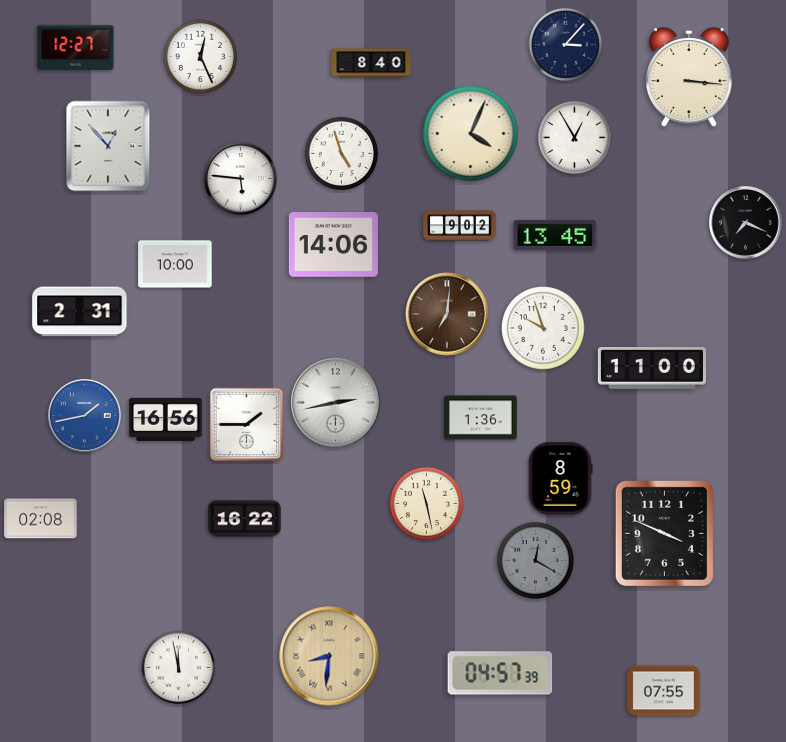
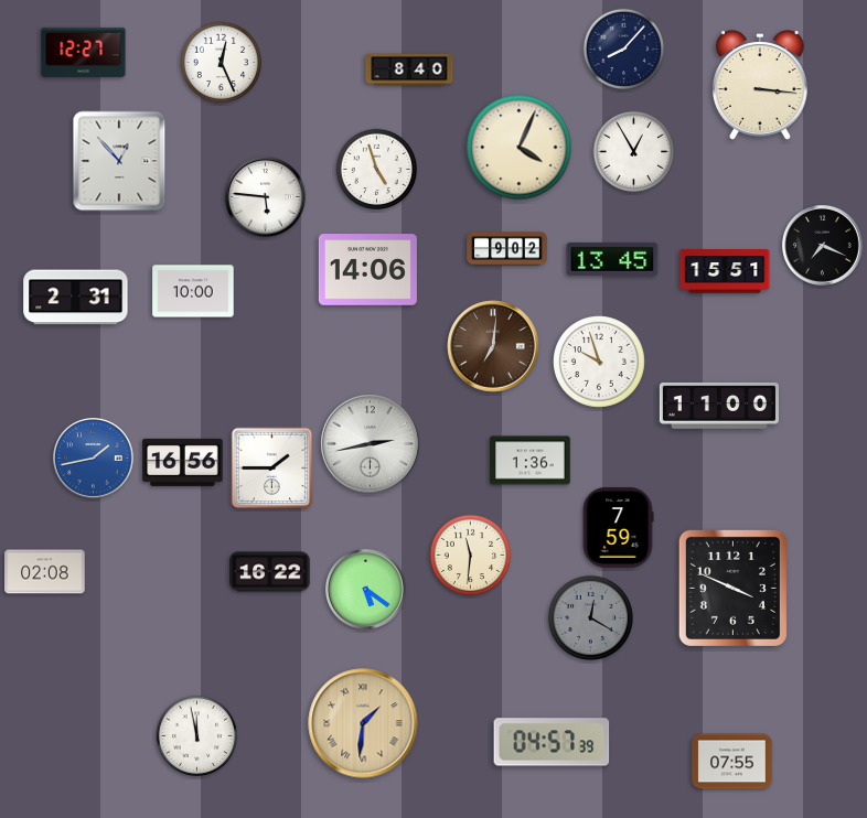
clock at (566, 45): 3:07 -> 8:07
clock at (725, 272): none -> 15:51
clock at (80, 312) position: (80, 312) -> (76, 298)
clock at (560, 479): 8:59 -> 7:59
clock at (427, 504): 11:28 -> 11:31
clock at (366, 590): none -> 5:21
clock at (329, 656): 8:31 -> 1:31
